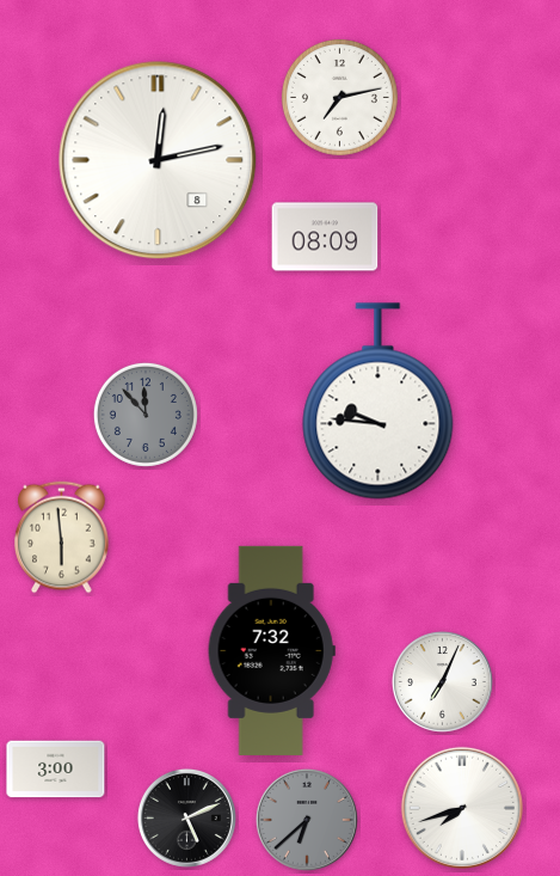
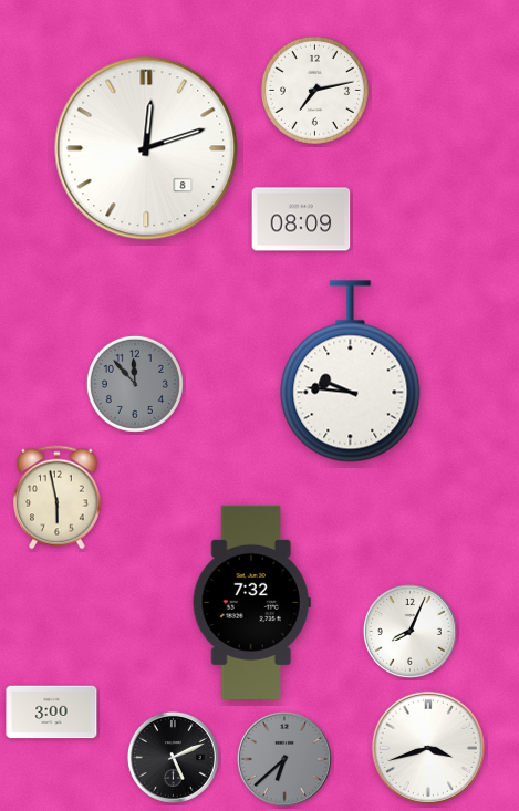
clock at (158, 160): 12:13 -> 12:12
clock at (62, 538): 5:59 -> 5:58
clock at (442, 681): 7:04 -> 8:04
clock at (462, 808): 7:42 -> 3:42
